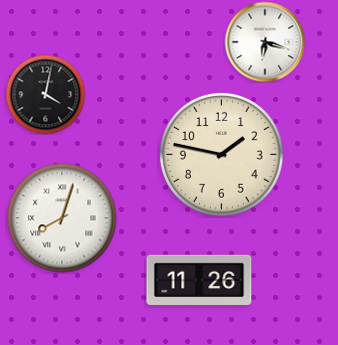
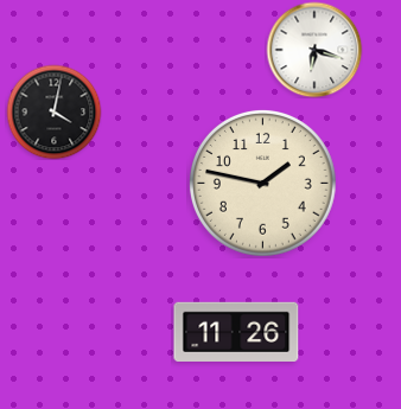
clock at (62, 218): 8:03 -> none
